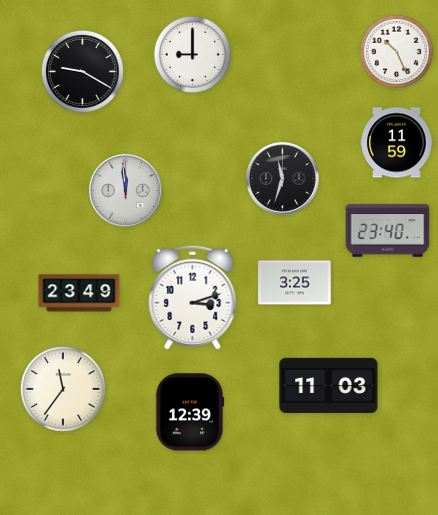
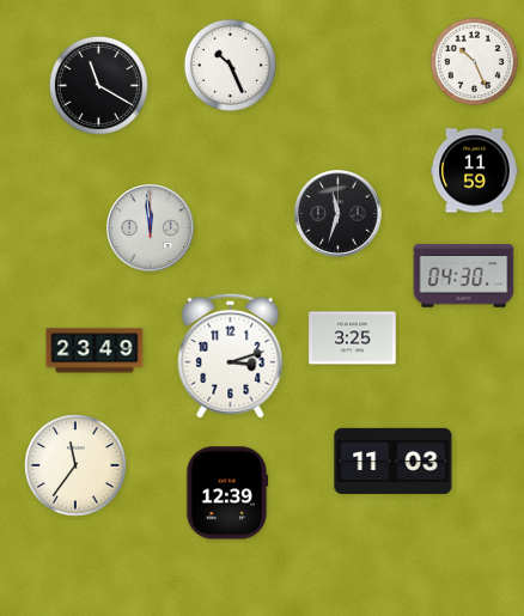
clock at (192, 54): 9:00 -> 10:26
clock at (82, 71): 9:20 -> 11:20
clock at (388, 231): 23:40 -> 04:30
